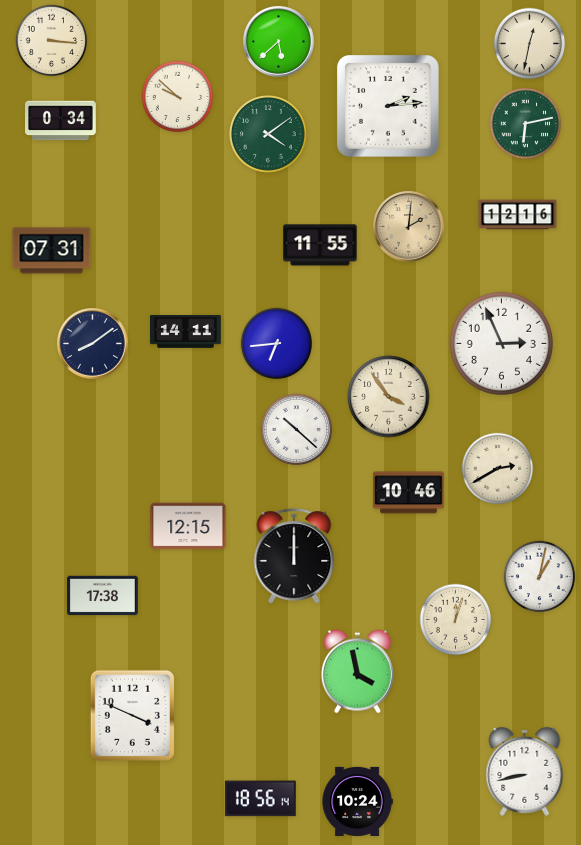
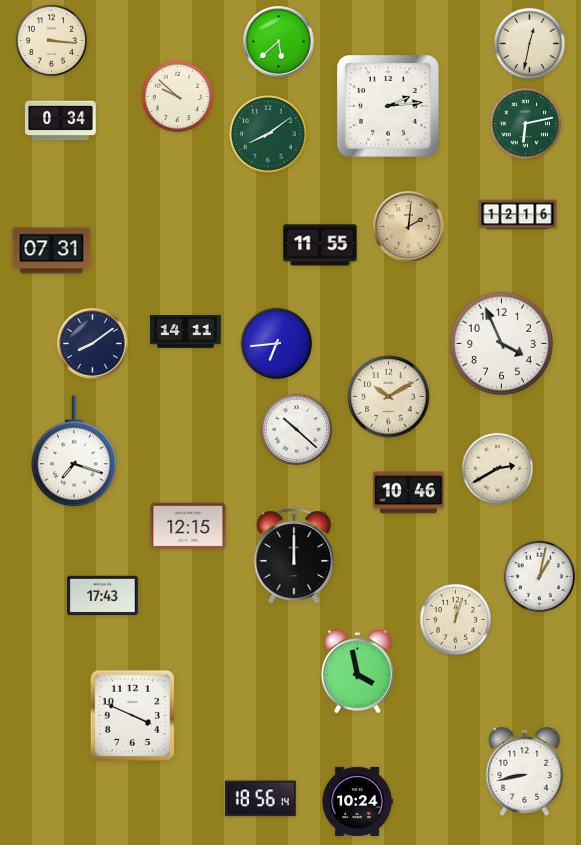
clock at (269, 135): 4:09 -> 8:09
clock at (501, 343): 2:56 -> 3:56
clock at (389, 397): 3:54 -> 10:10
clock at (74, 452): none -> 7:18
clock at (103, 596): 17:38 -> 17:43
